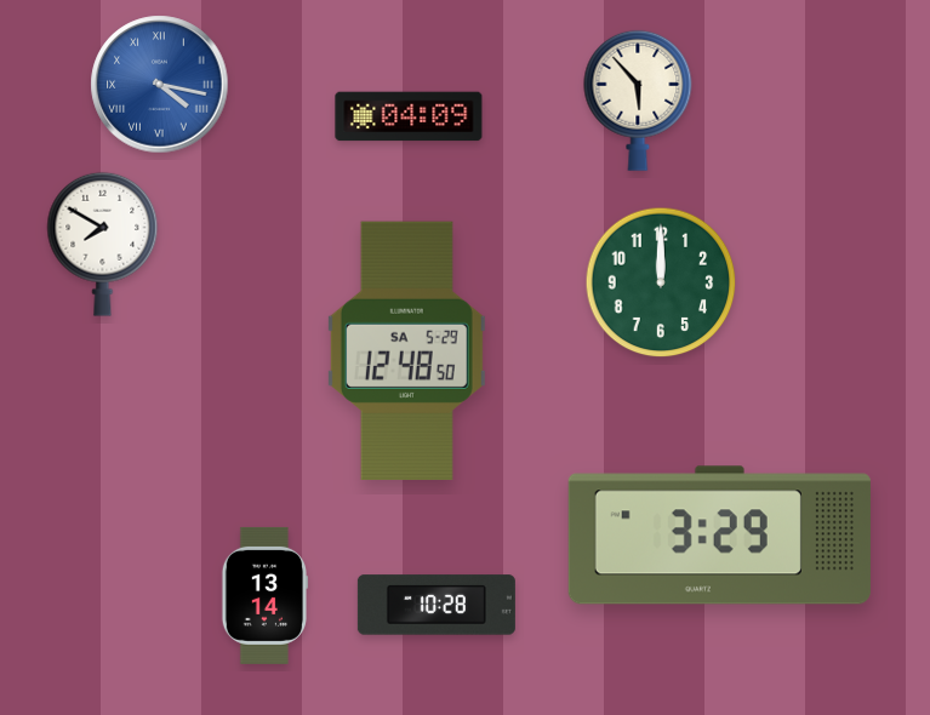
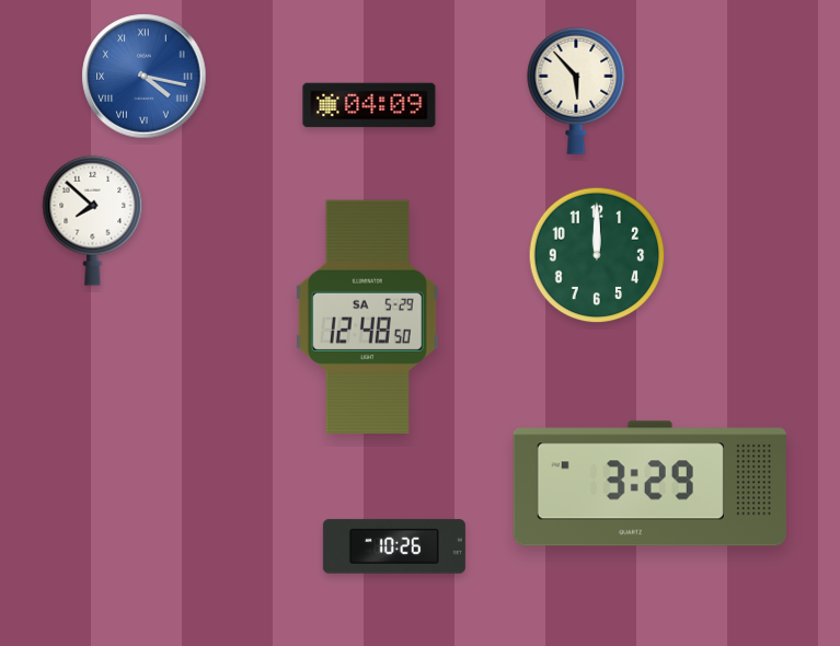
clock at (103, 244): 7:50 -> 7:52
clock at (264, 595): 13:14 -> none
clock at (437, 605): 10:28 -> 10:26
